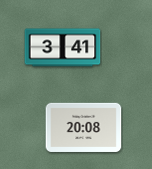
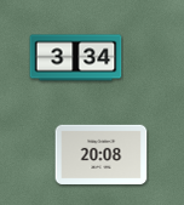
clock at (63, 48): 3:41 -> 3:34
